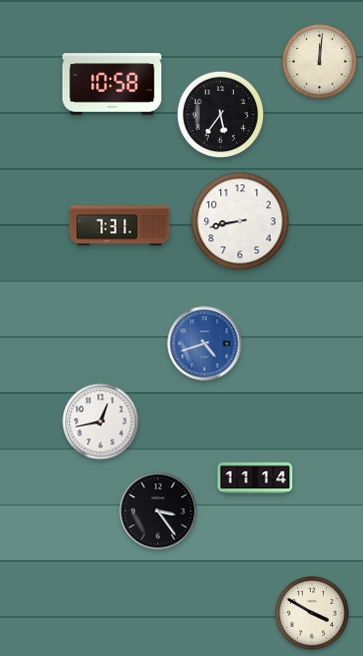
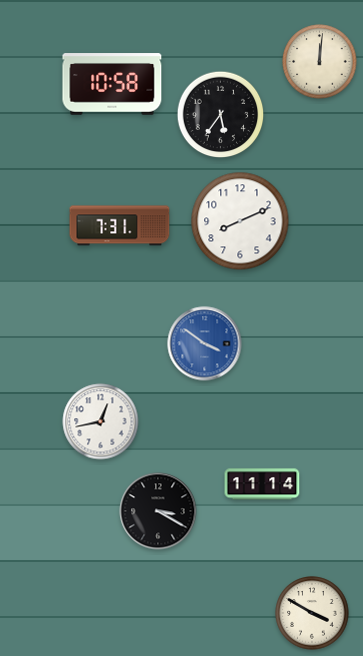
clock at (240, 221): 8:43 -> 8:11
clock at (205, 344): 4:42 -> 3:51
clock at (255, 478) position: (255, 478) -> (262, 484)
clock at (158, 511): 3:24 -> 3:20
